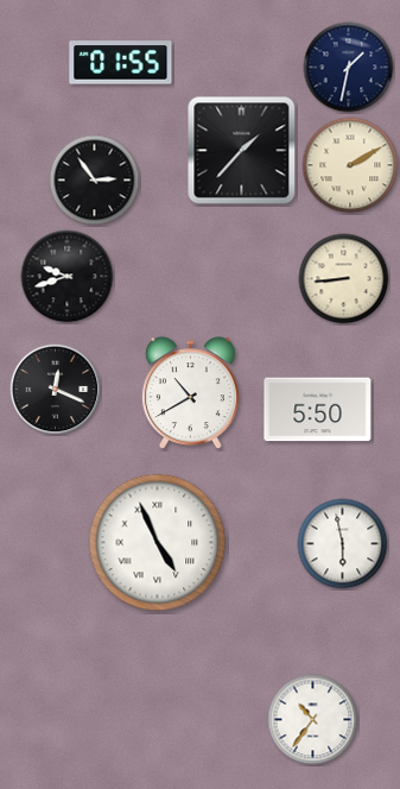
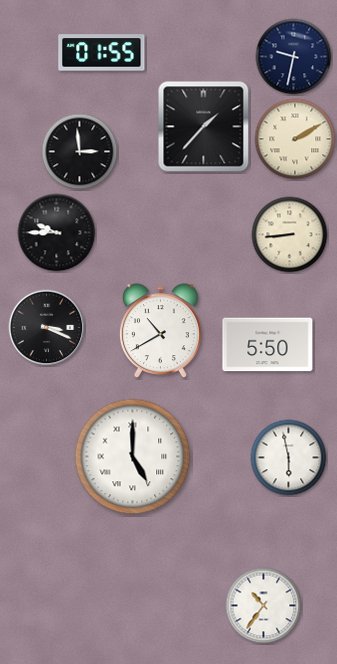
clock at (349, 68): 1:32 -> 9:32
clock at (95, 181): 2:54 -> 2:59
clock at (68, 277): 9:42 -> 9:45
clock at (56, 390): 12:19 -> 3:19
clock at (158, 543): 4:56 -> 5:00
